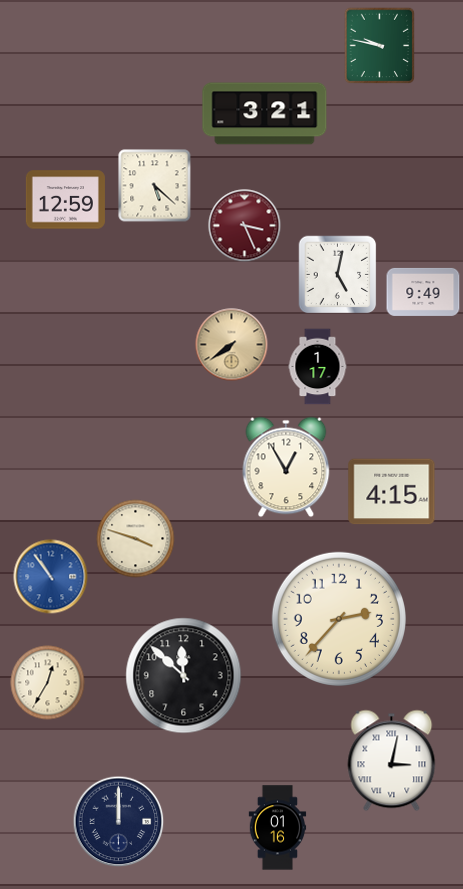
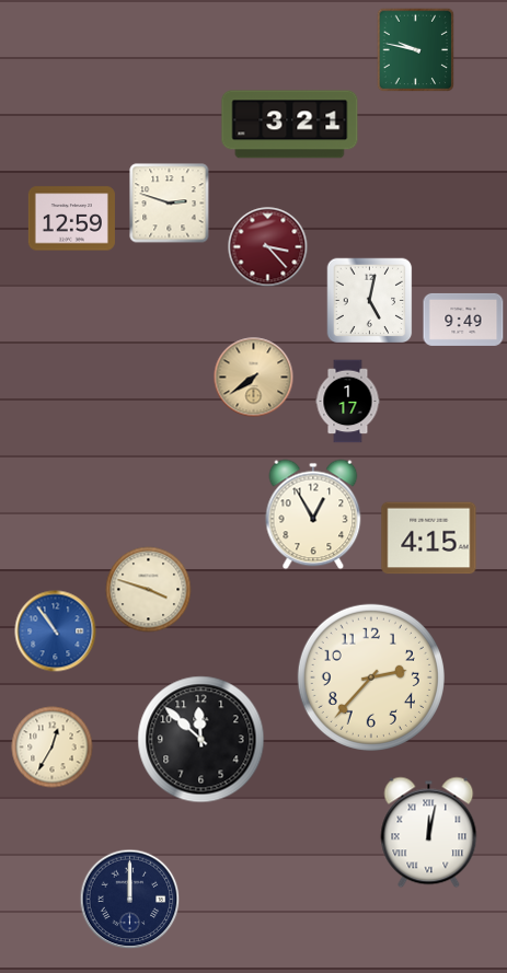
clock at (155, 186): 5:22 -> 2:48
clock at (245, 226): 3:26 -> 3:23
clock at (286, 467) position: (286, 467) -> (313, 514)
clock at (392, 761): 3:02 -> 12:02
clock at (278, 828): 01:16 -> none
